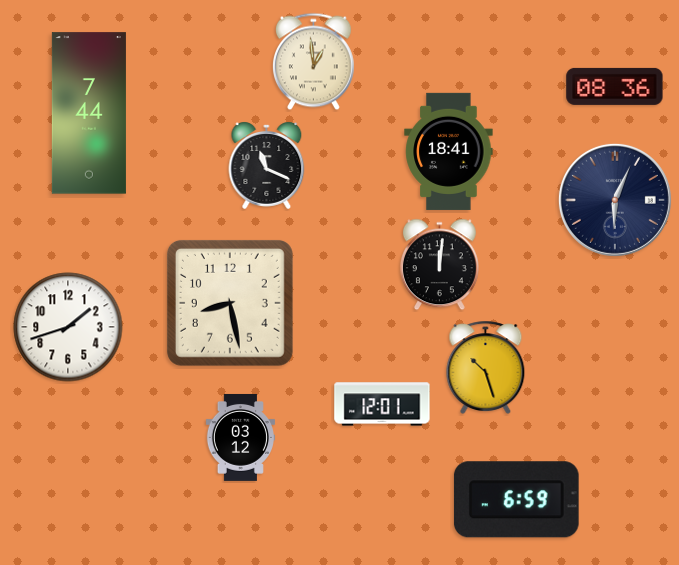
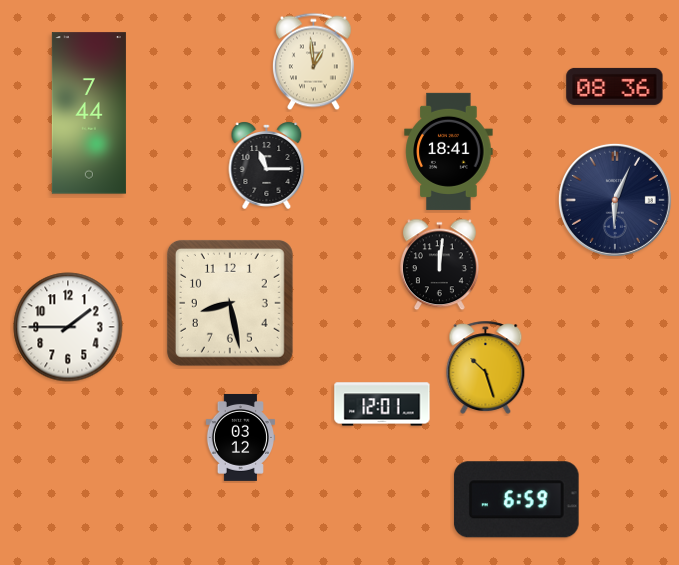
clock at (267, 165): 11:19 -> 11:15
clock at (68, 327): 1:42 -> 1:45
